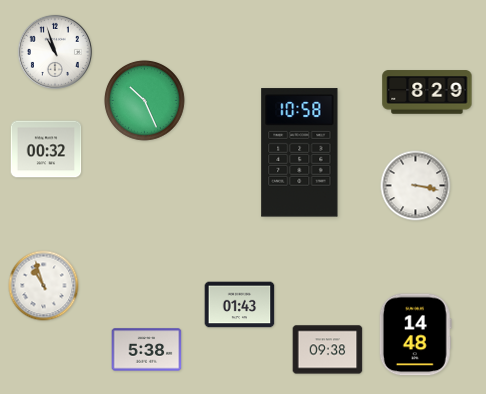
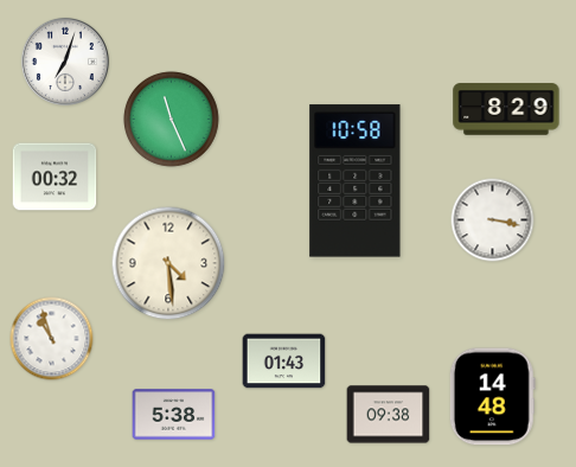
clock at (55, 52): 10:57 -> 7:03
clock at (145, 101): 10:26 -> 11:26
clock at (168, 263): none -> 4:29
